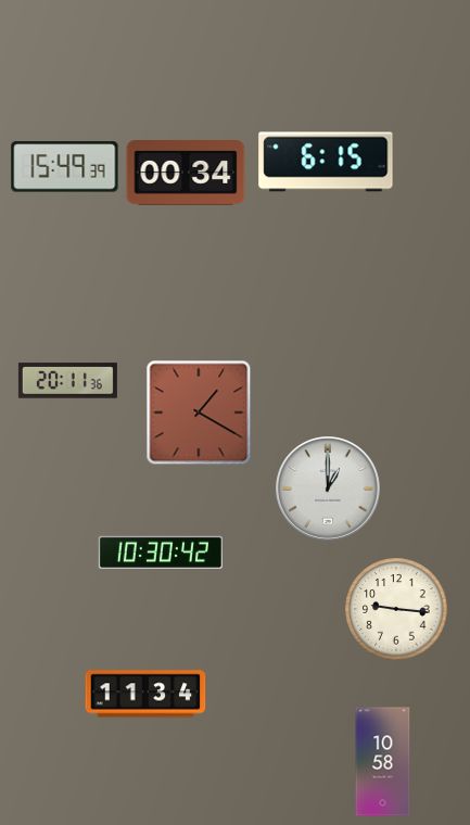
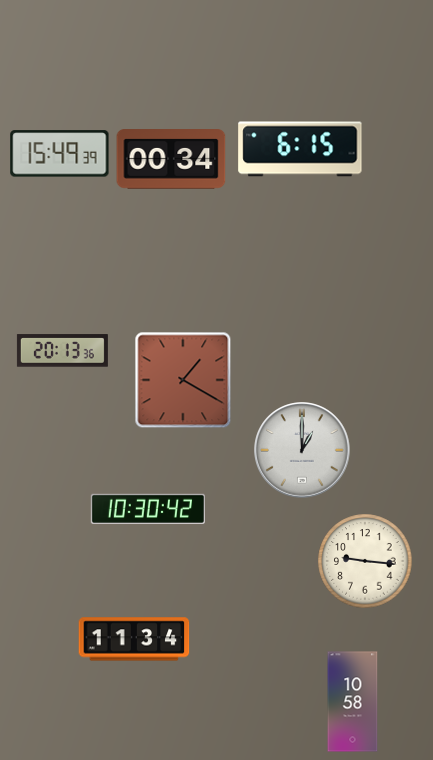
clock at (67, 381): 20:11 -> 20:13
